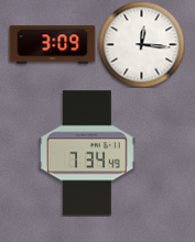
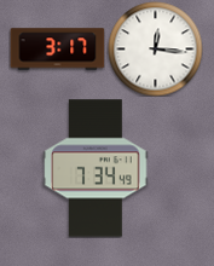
clock at (52, 45): 3:09 -> 3:17
